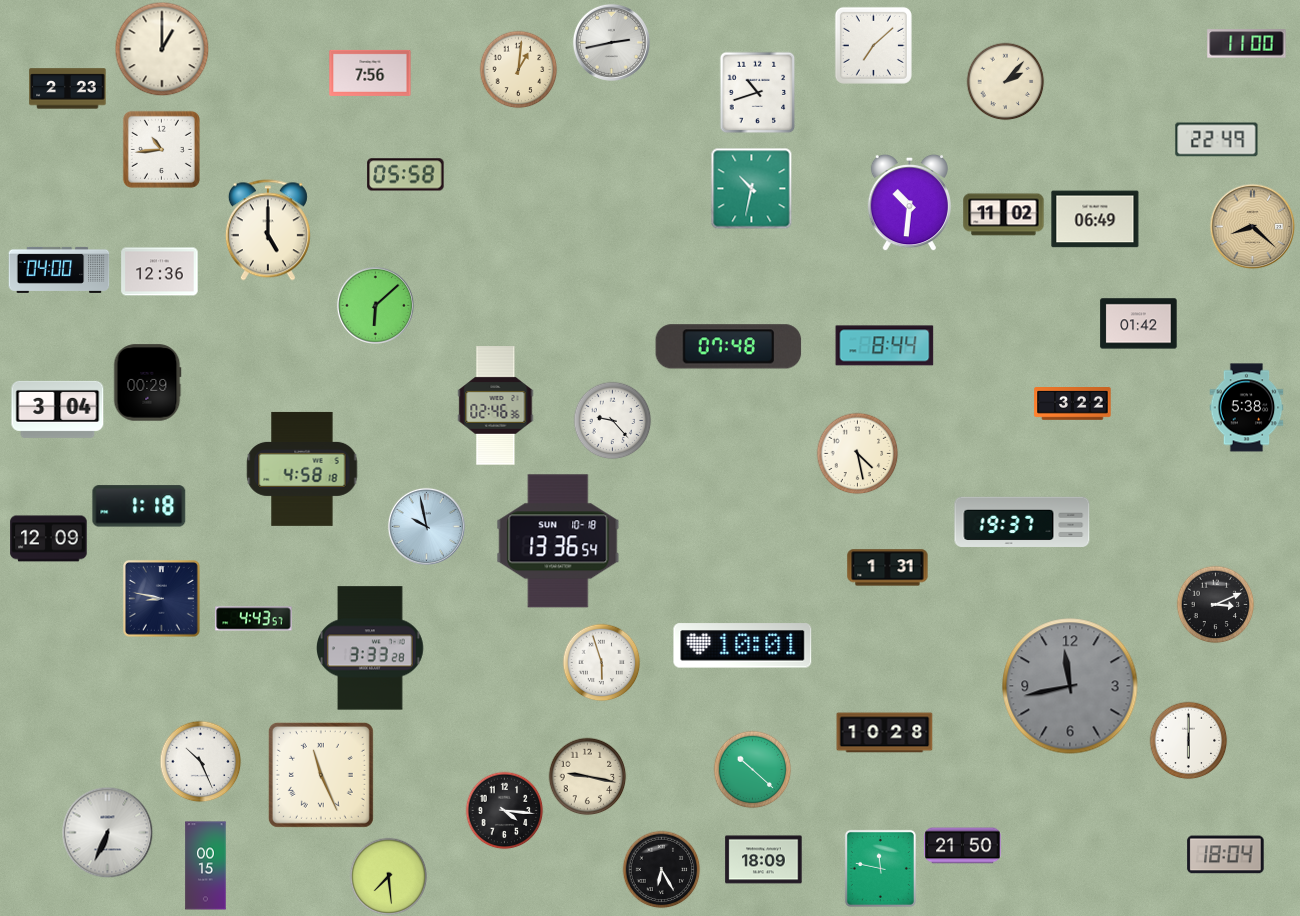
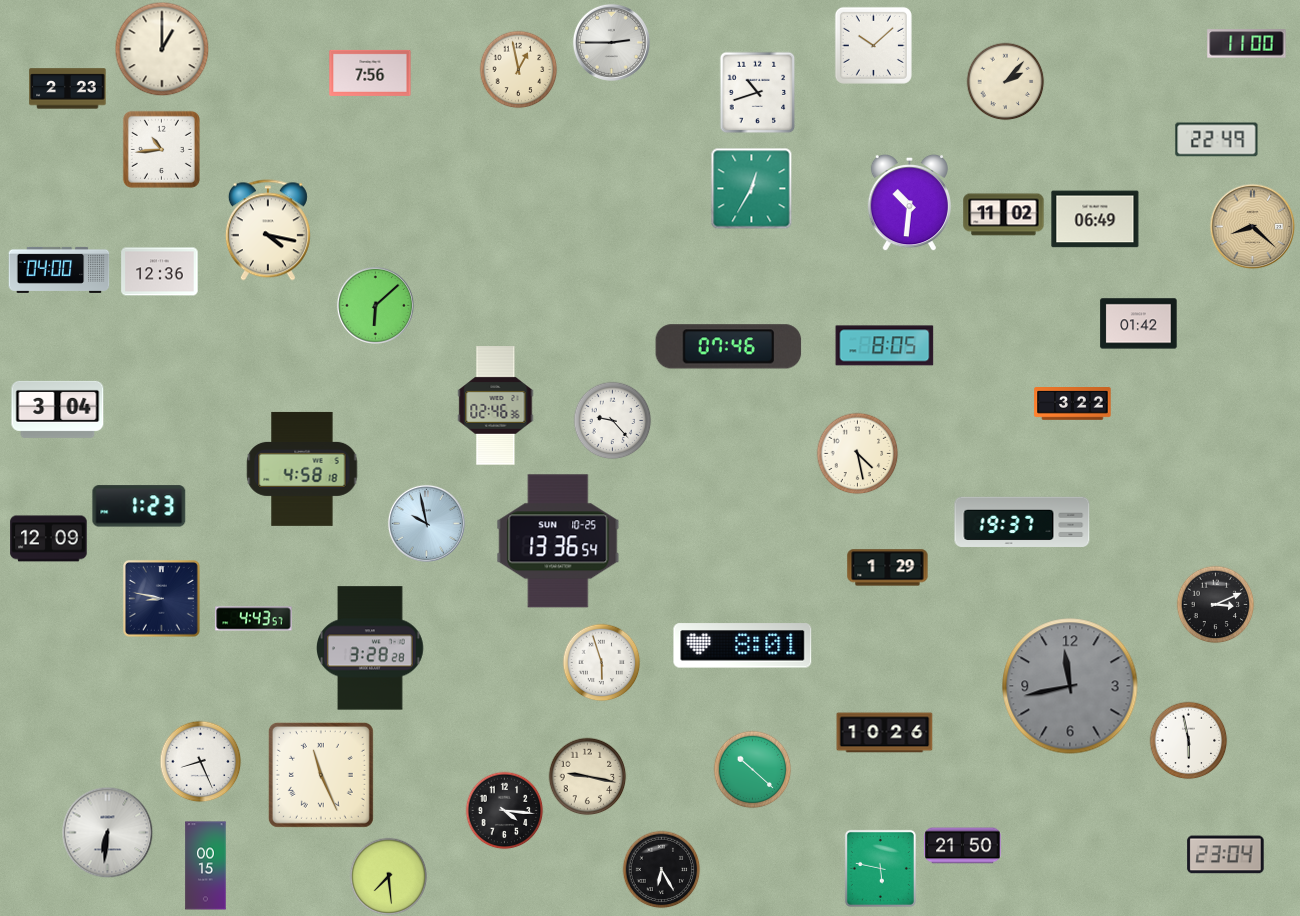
clock at (611, 42): 2:43 -> 2:45
clock at (873, 45): 7:08 -> 10:08
clock at (518, 69): 1:01 -> 12:58
clock at (406, 175): 05:58 -> none
clock at (751, 188): 10:32 -> 12:35
clock at (268, 230): 5:00 -> 4:17
clock at (885, 346): 8:44 -> 8:05
clock at (729, 347): 07:48 -> 07:46
clock at (147, 383): 00:29 -> none
clock at (1247, 408): 5:38 -> none
clock at (139, 506): 1:18 -> 1:23
clock at (426, 526) position: (426, 526) -> (426, 523)
clock at (558, 541) date: SUN 10-18 -> SUN 10-25
clock at (888, 568): 1:31 -> 1:29
clock at (743, 646): 10:01 -> 8:01
clock at (371, 648): 3:33 -> 3:28
clock at (885, 733): 10:28 -> 10:26
clock at (1188, 740): 6:00 -> 5:58
clock at (200, 761): 10:26 -> 8:26
clock at (107, 832): 6:34 -> 6:31
clock at (1226, 855): 18:04 -> 23:04
clock at (764, 860): 18:09 -> none
clock at (880, 868): 11:47 -> 5:47
